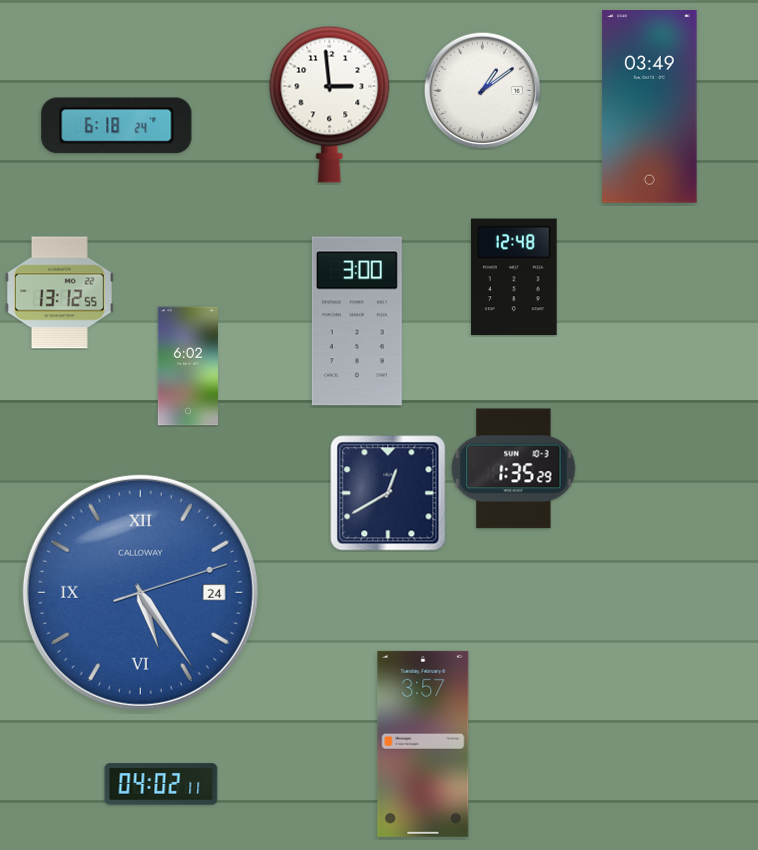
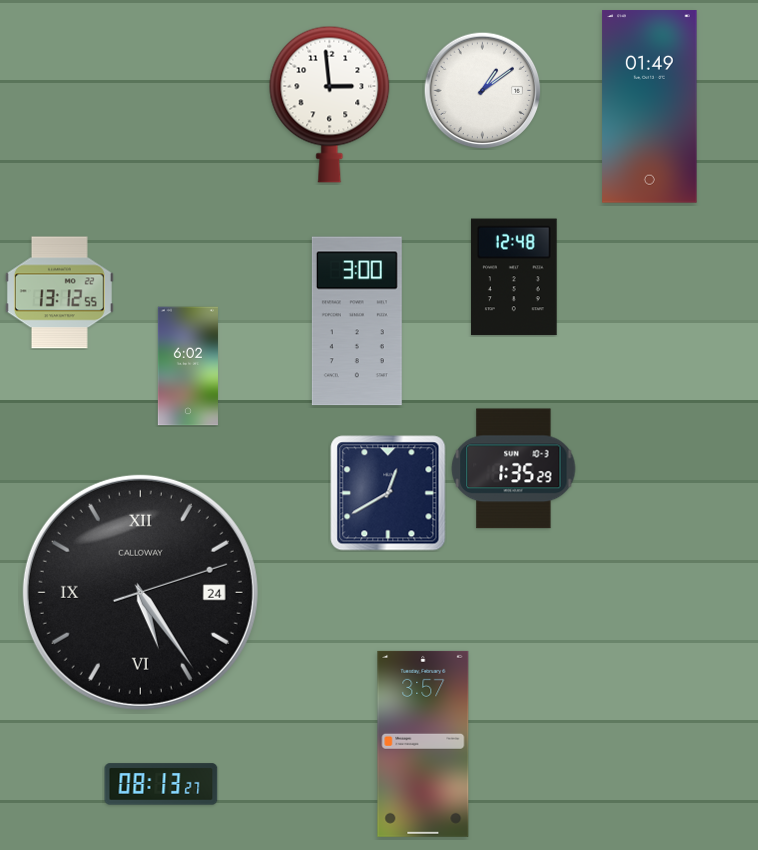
clock at (650, 107): 03:49 -> 01:49
clock at (117, 126): 6:18 -> none
clock at (140, 592) dial: blue -> black
clock at (161, 784): 04:02 -> 08:13
